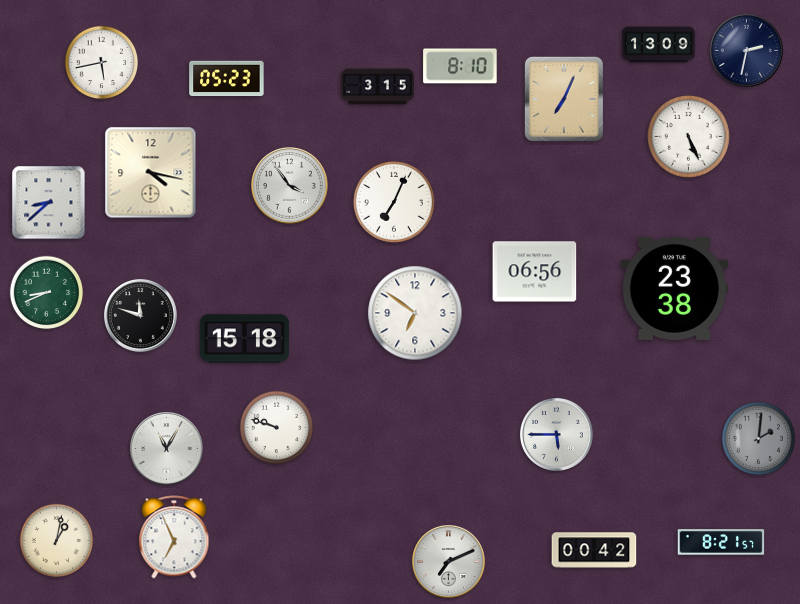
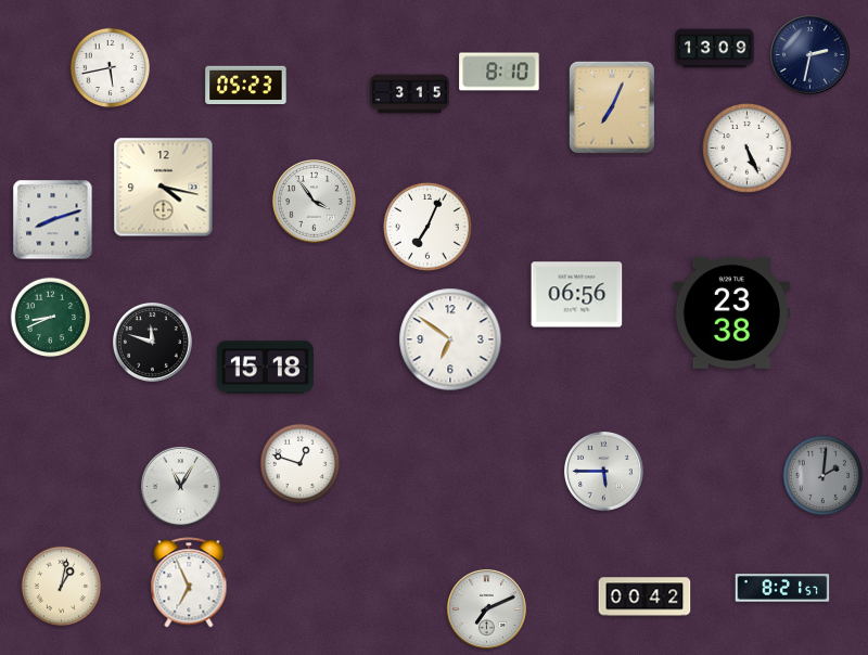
clock at (394, 202) position: (394, 202) -> (427, 227)
clock at (49, 203): 8:38 -> 8:12
clock at (535, 272) position: (535, 272) -> (577, 295)
clock at (277, 428): 9:48 -> 12:48
